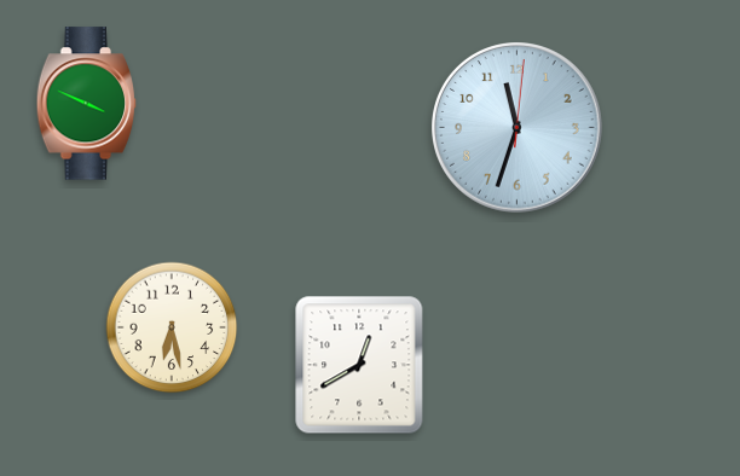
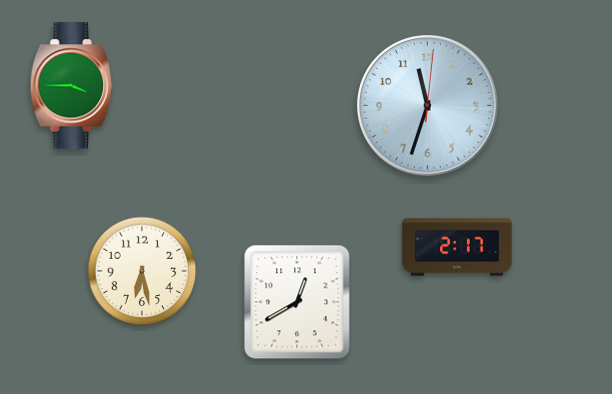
clock at (87, 104): 3:49 -> 3:45
clock at (457, 247): none -> 2:17
